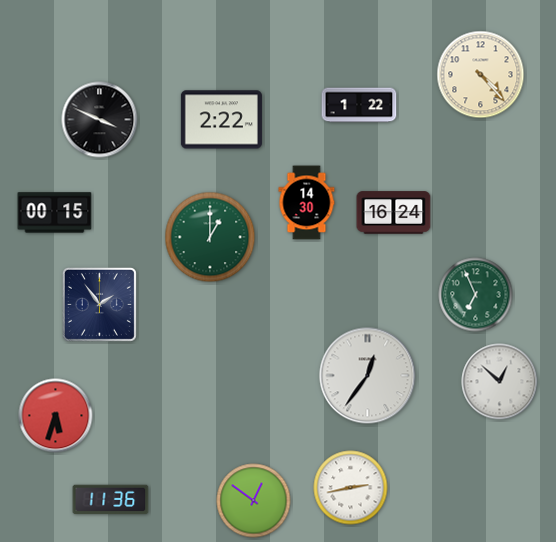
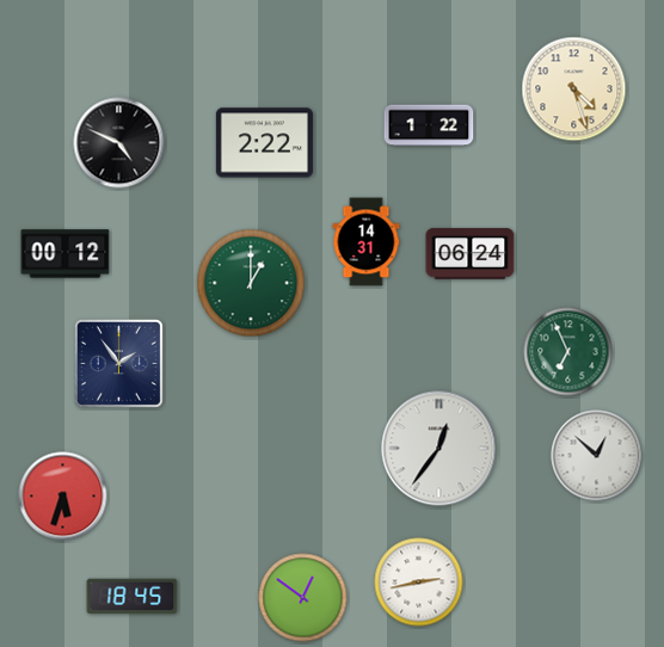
clock at (481, 75): 4:23 -> 4:27
clock at (100, 120): 3:49 -> 4:49
clock at (307, 203): 14:30 -> 14:31
clock at (55, 213): 00:15 -> 00:12
clock at (394, 213): 16:24 -> 06:24
clock at (56, 416) position: (56, 416) -> (63, 497)
clock at (111, 500): 11:36 -> 18:45
